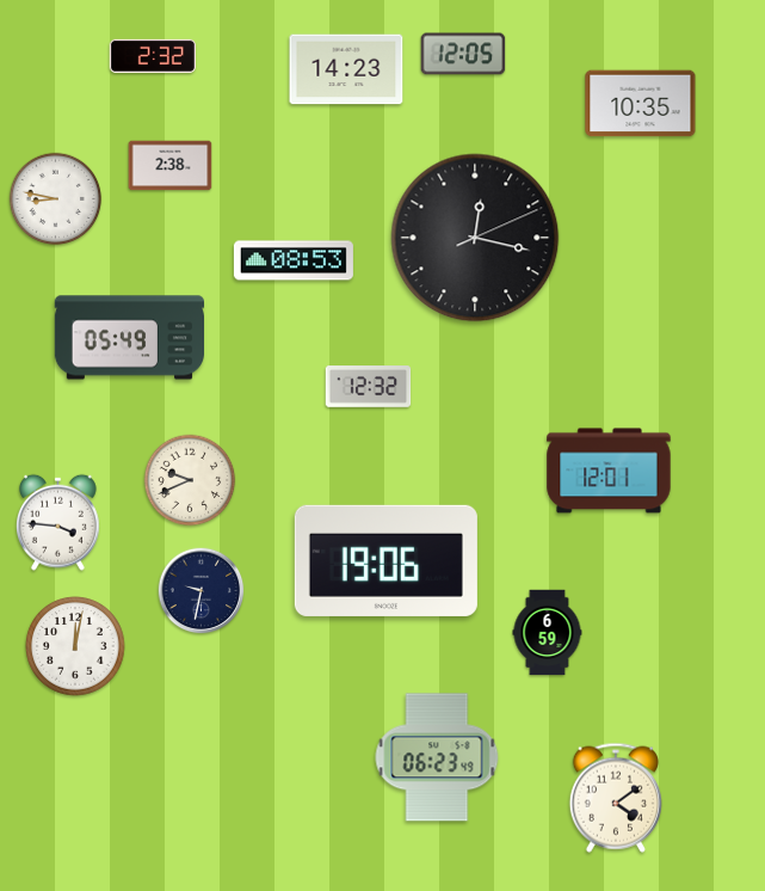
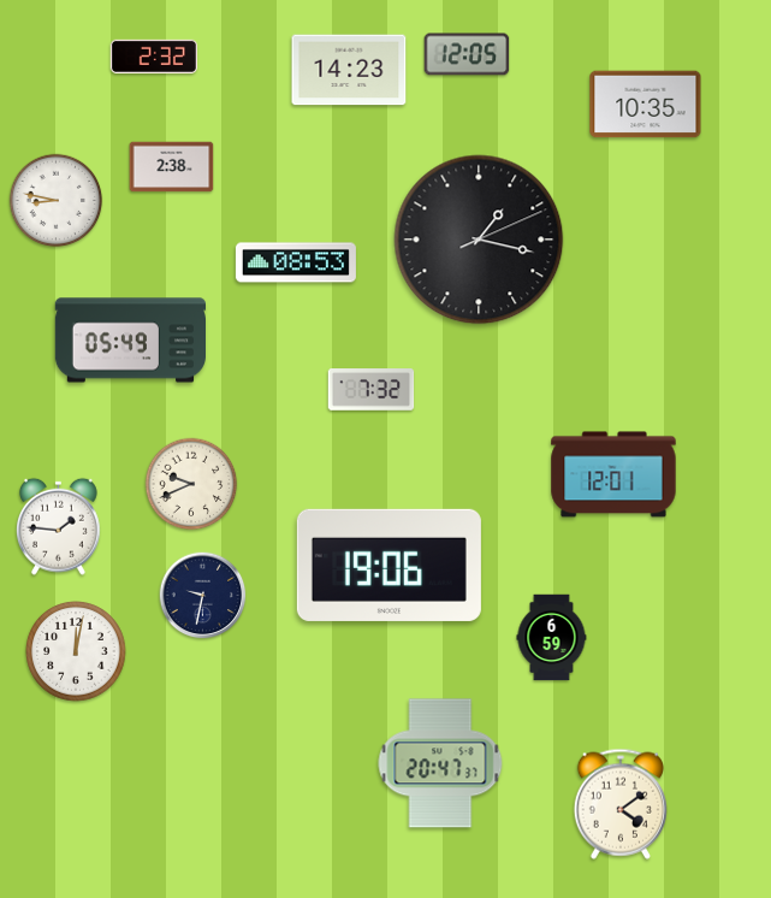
clock at (475, 238): 12:17 -> 1:17
clock at (369, 387): 12:32 -> 7:32
clock at (58, 522): 3:46 -> 1:46
clock at (437, 757): 06:23 -> 20:47
